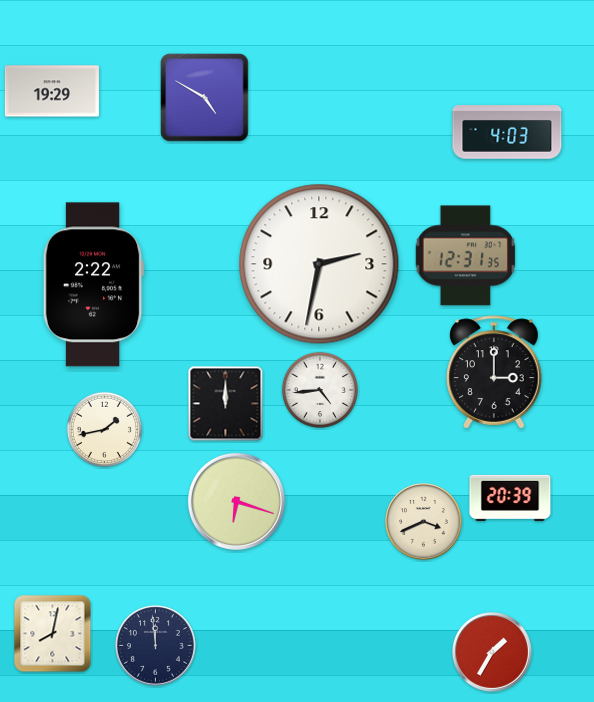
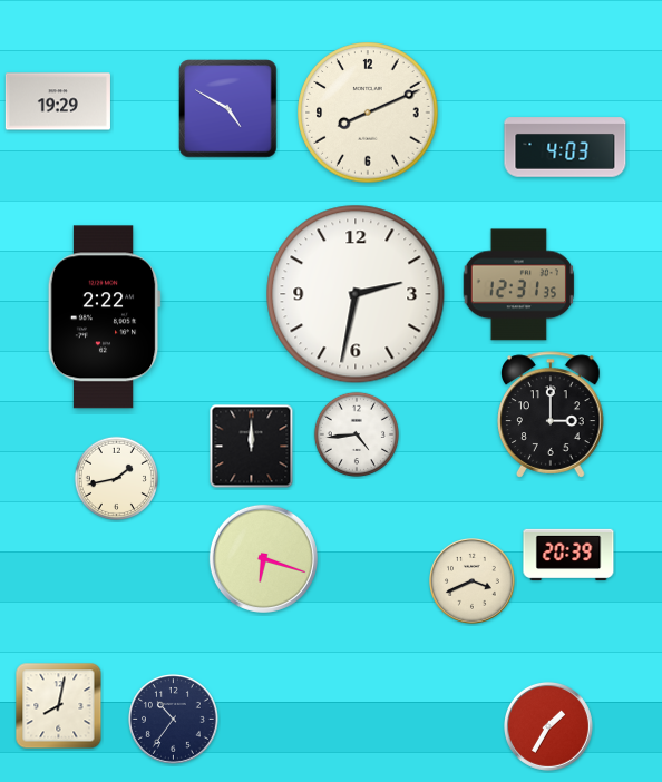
clock at (368, 113): none -> 8:11
clock at (226, 404) position: (226, 404) -> (252, 447)
clock at (155, 645): 11:59 -> 10:36
